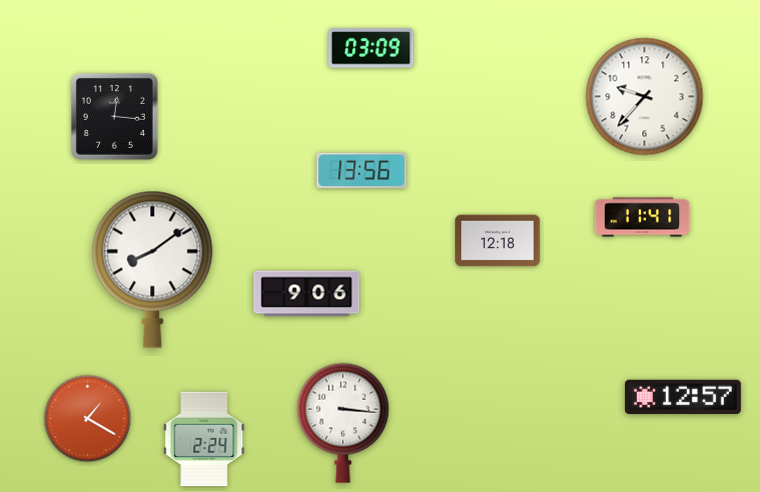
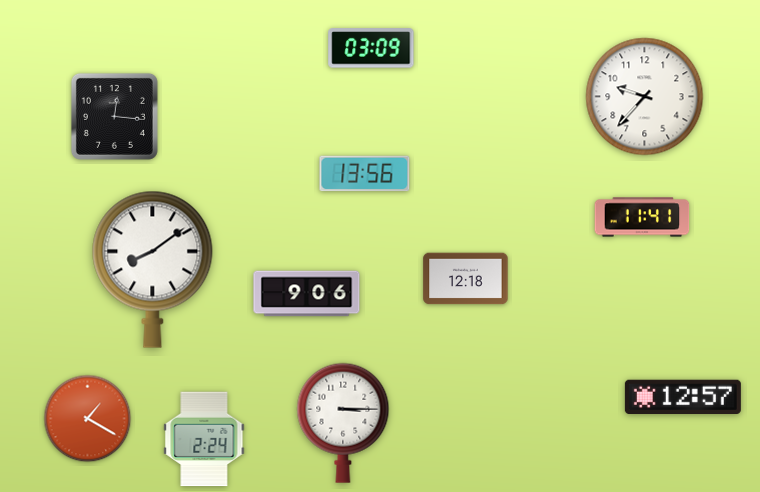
clock at (362, 171) position: (362, 171) -> (365, 174)
clock at (498, 241) position: (498, 241) -> (466, 279)
clock at (343, 423): 3:16 -> 3:15
